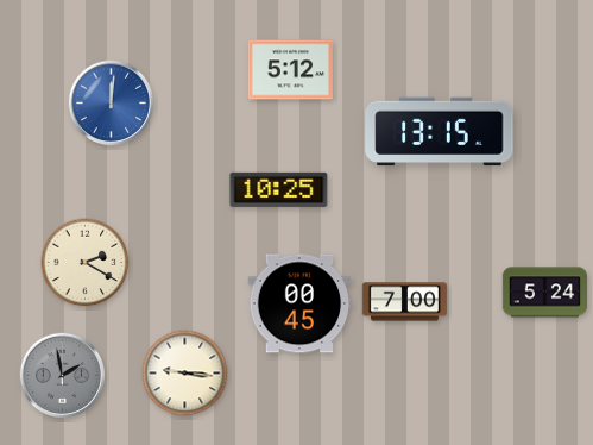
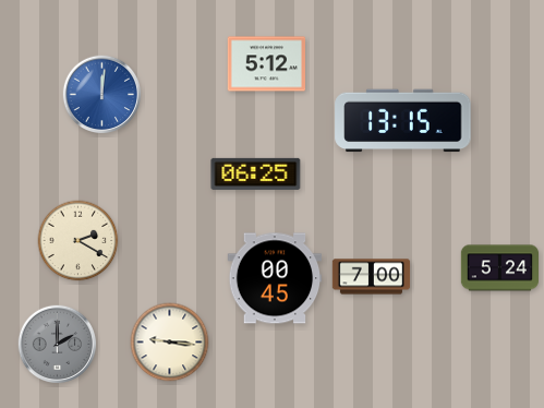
clock at (279, 189): 10:25 -> 06:25
clock at (63, 376): 1:58 -> 2:00
